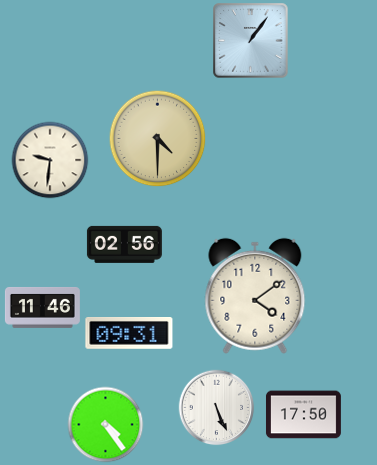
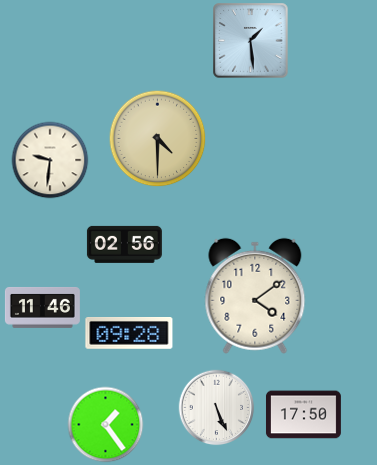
clock at (251, 41): 1:06 -> 1:29
clock at (129, 334): 09:31 -> 09:28
clock at (106, 425): 4:24 -> 1:24
